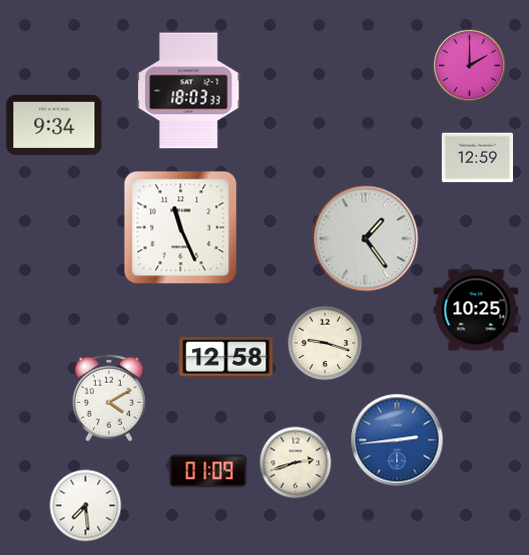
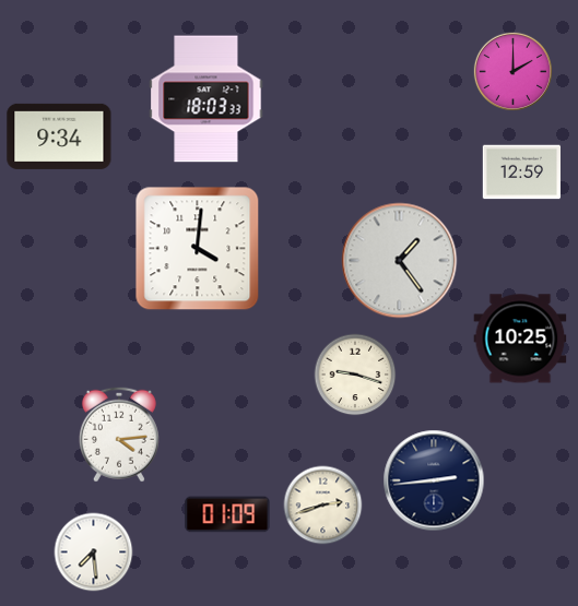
clock at (181, 228): 11:26 -> 4:01
clock at (226, 357): 12:58 -> none
clock at (109, 398): 4:10 -> 4:14
clock at (397, 440) dial: blue -> navy
